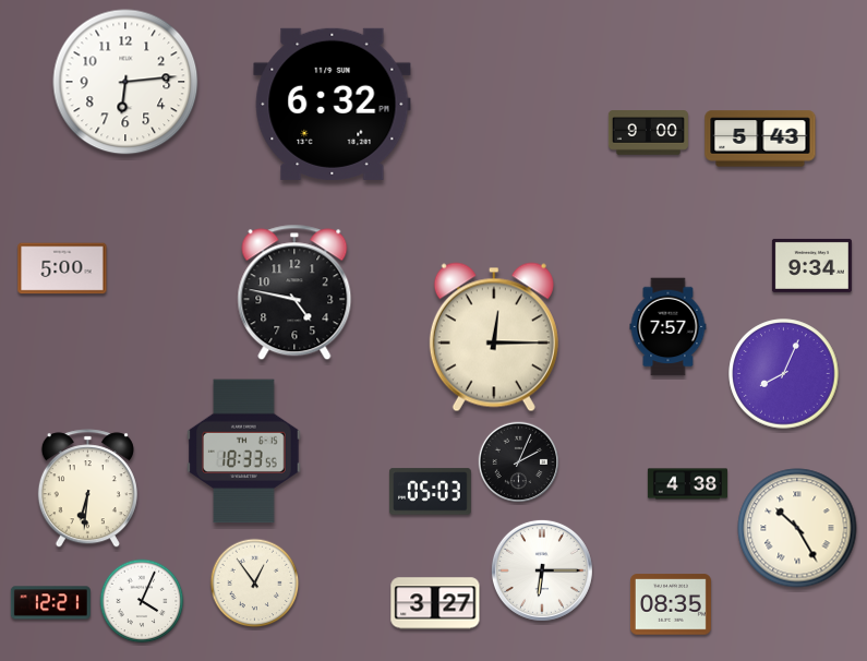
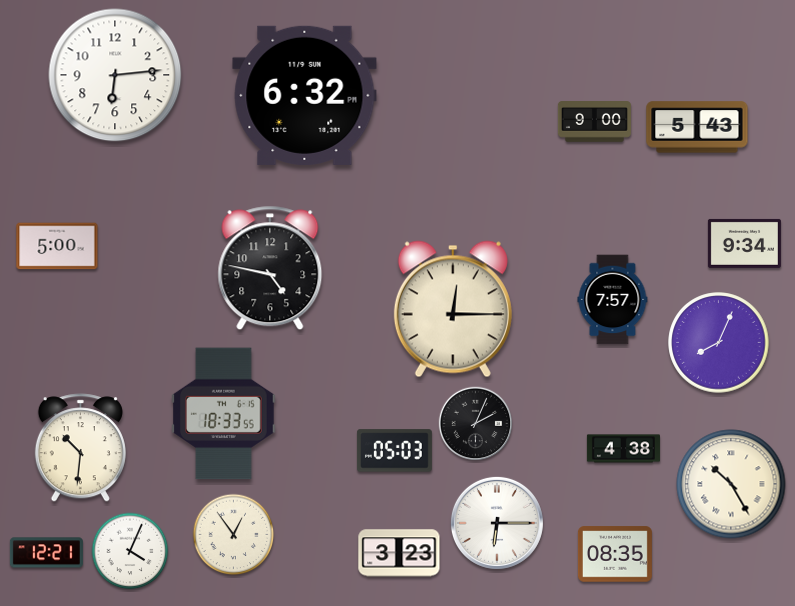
clock at (687, 484) position: (687, 484) -> (623, 449)
clock at (87, 489): 6:31 -> 10:31
clock at (435, 603): 3:27 -> 3:23
